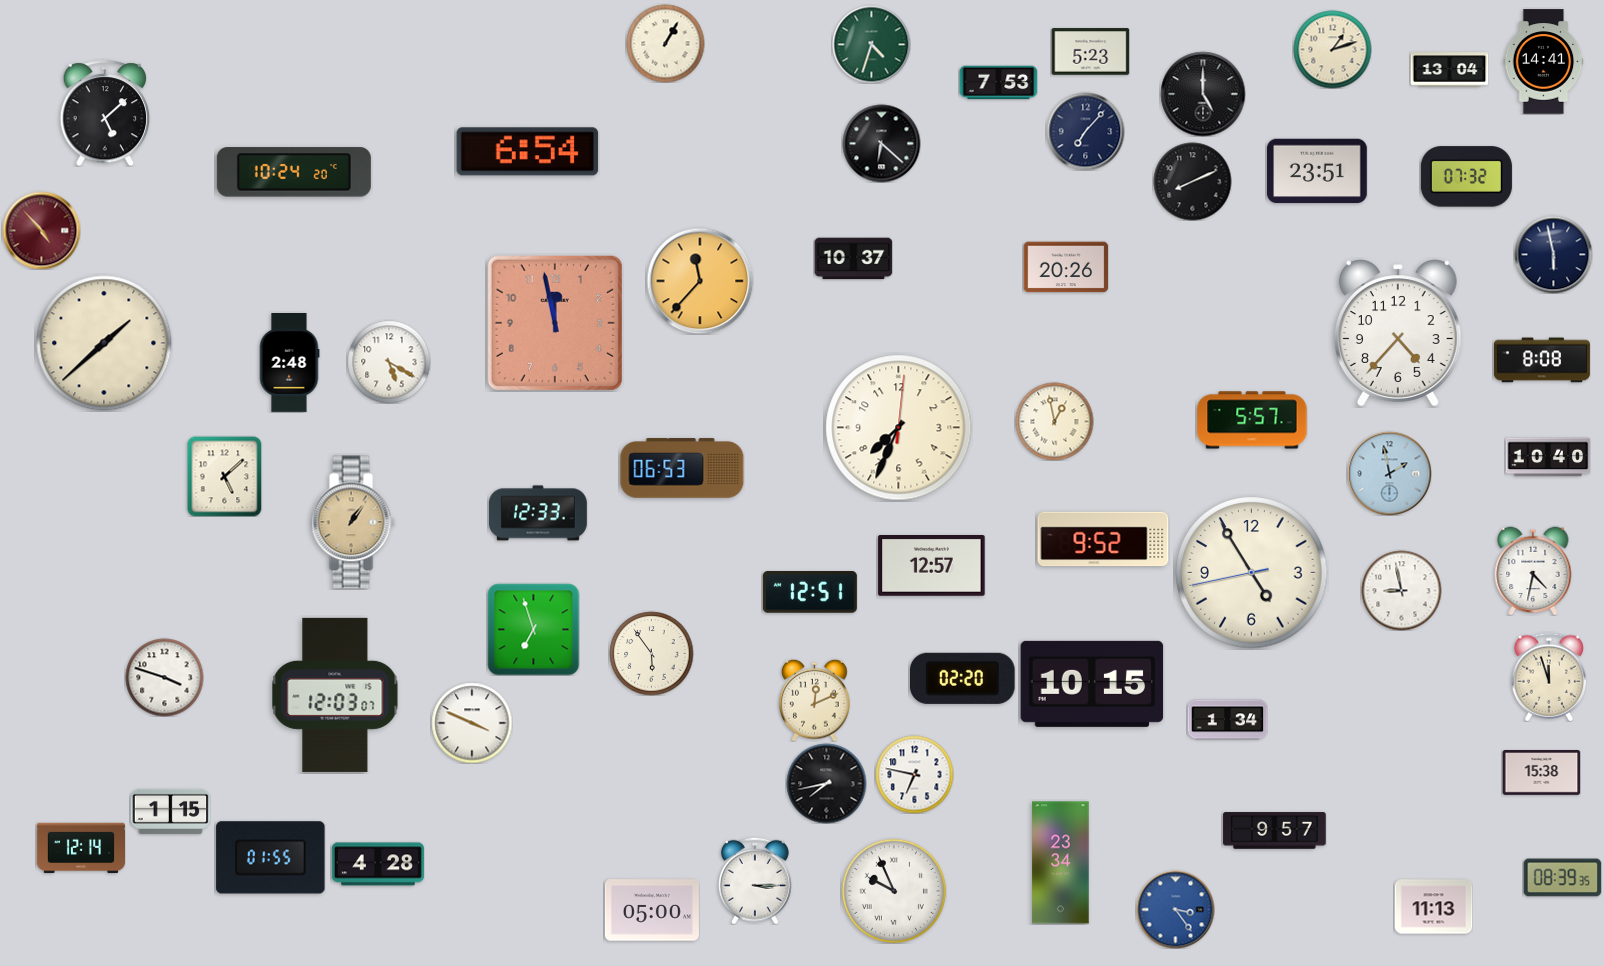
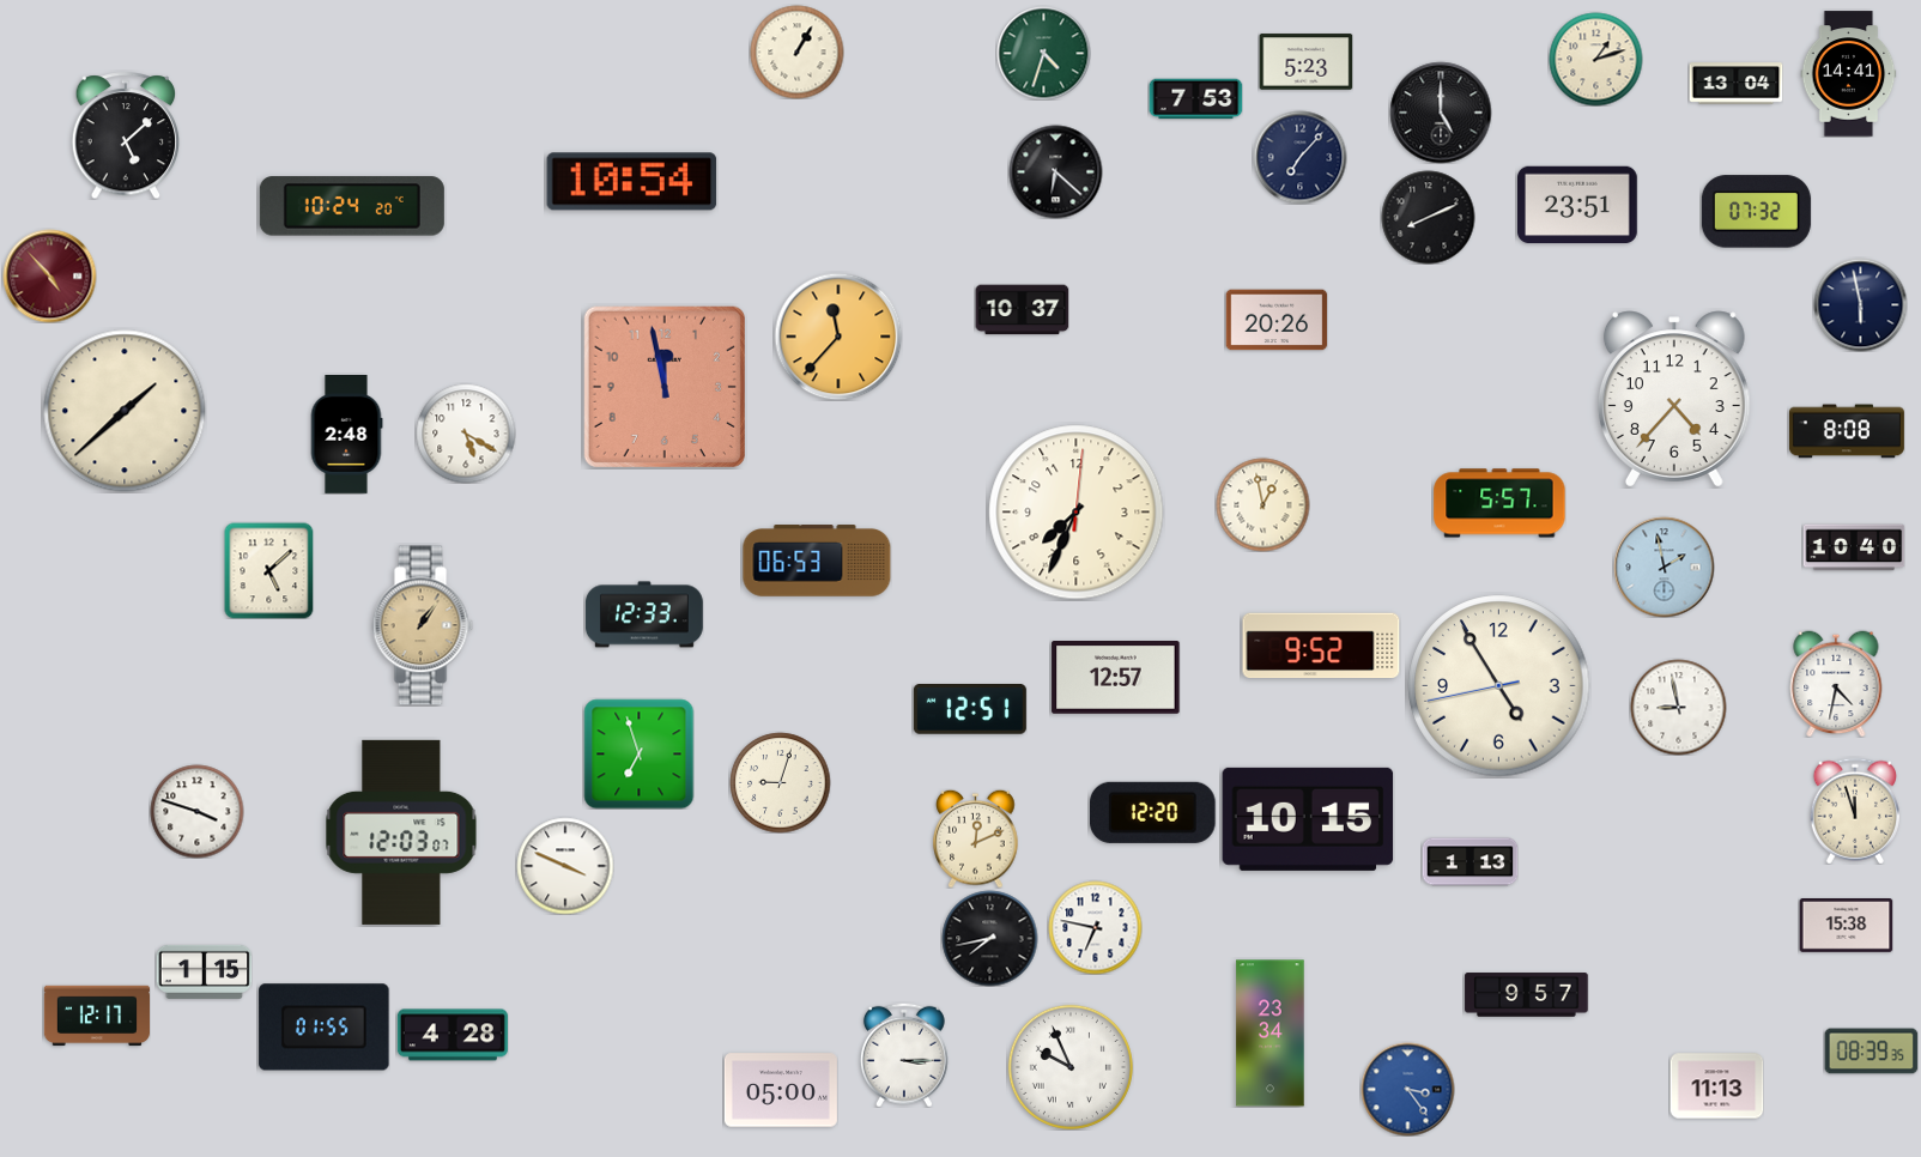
clock at (528, 152): 6:54 -> 10:54
clock at (651, 653): 5:54 -> 9:03
clock at (963, 678): 02:20 -> 12:20
clock at (1227, 720): 1:34 -> 1:13
clock at (80, 848): 12:14 -> 12:17
